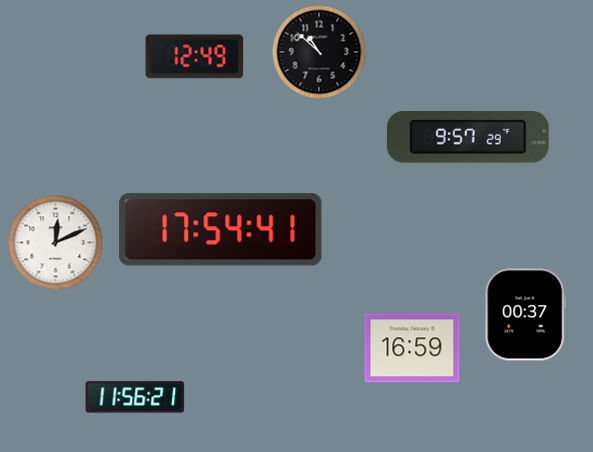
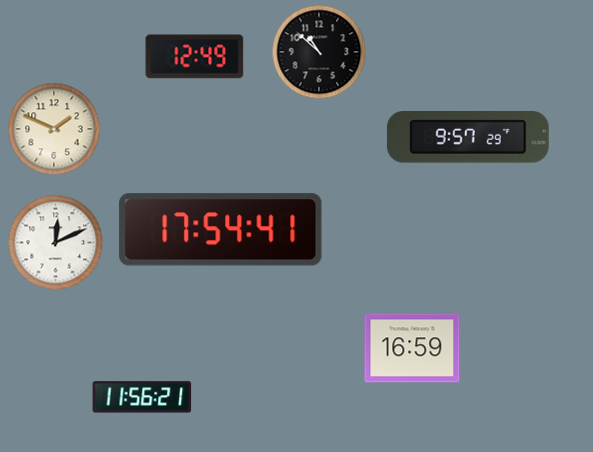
clock at (54, 129): none -> 1:49
clock at (526, 315): 00:37 -> none
clock at (135, 397) position: (135, 397) -> (142, 397)
